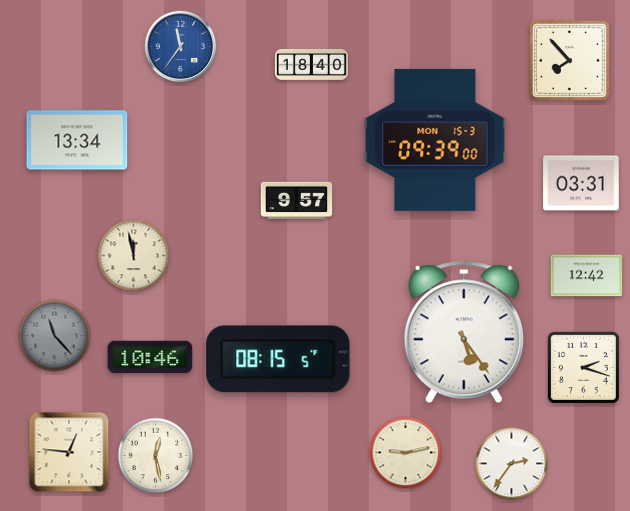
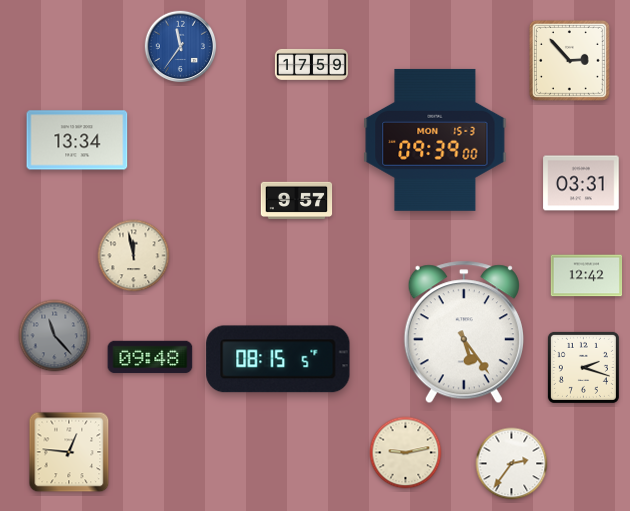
clock at (569, 60): 7:53 -> 2:53
clock at (311, 64): 18:40 -> 17:59
clock at (150, 357): 10:46 -> 09:48
clock at (156, 456): 12:28 -> none
